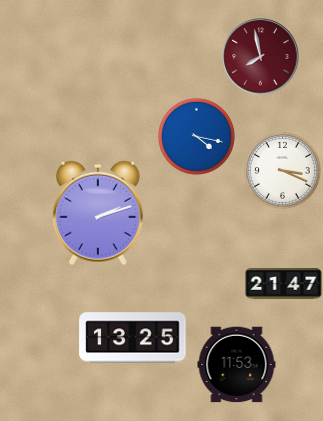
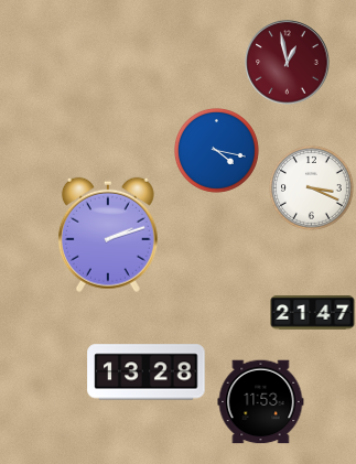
clock at (261, 57): 7:58 -> 12:58
clock at (133, 338): 13:25 -> 13:28
